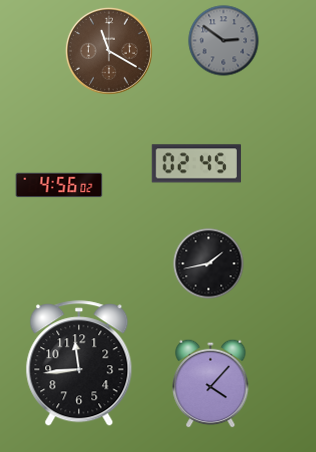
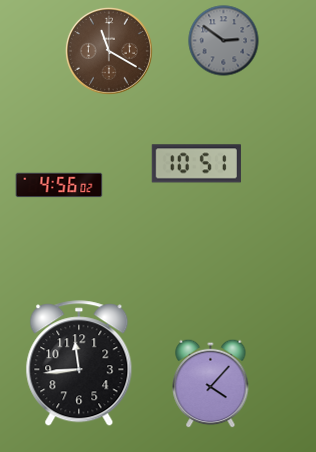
clock at (196, 164): 02:45 -> 10:51
clock at (209, 264): 1:43 -> none
